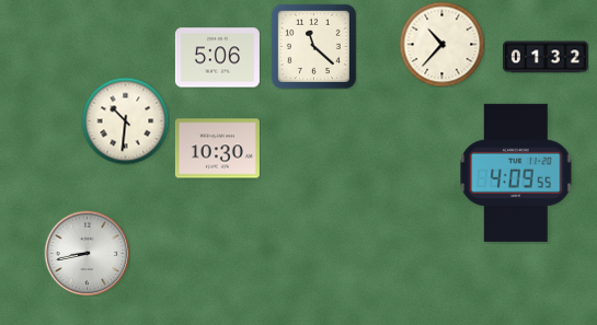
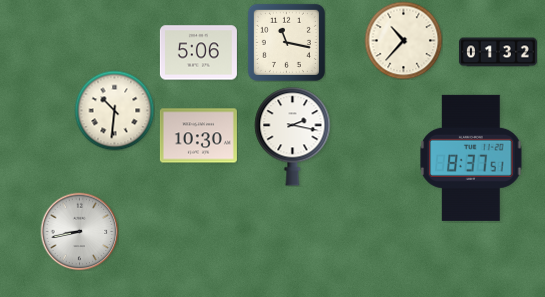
clock at (313, 46): 11:22 -> 11:17
clock at (293, 137): none -> 2:17
clock at (516, 173): 4:09 -> 8:37
